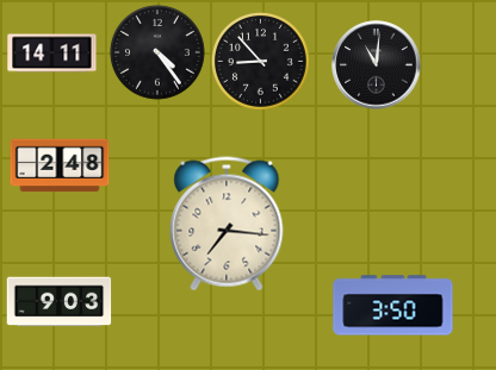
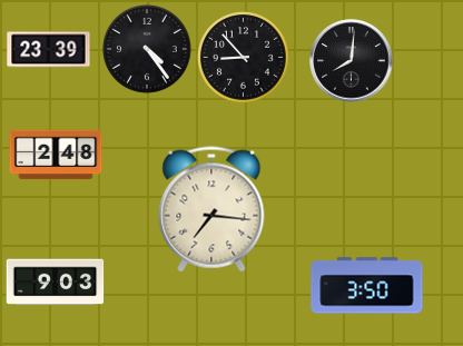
clock at (52, 54): 14:11 -> 23:39
clock at (377, 65): 11:01 -> 8:01
